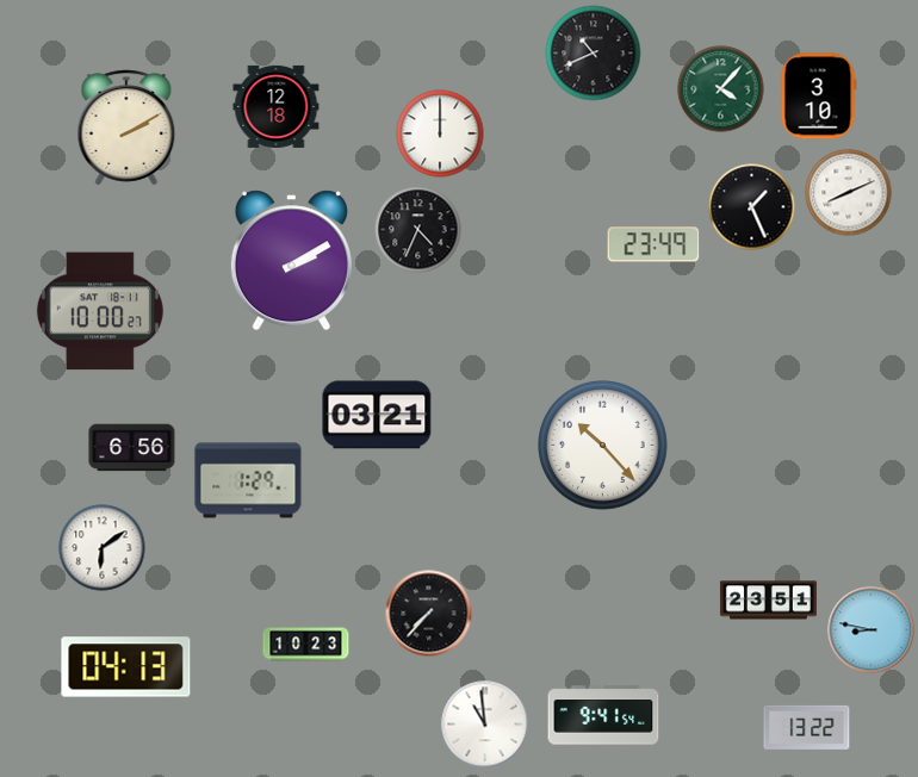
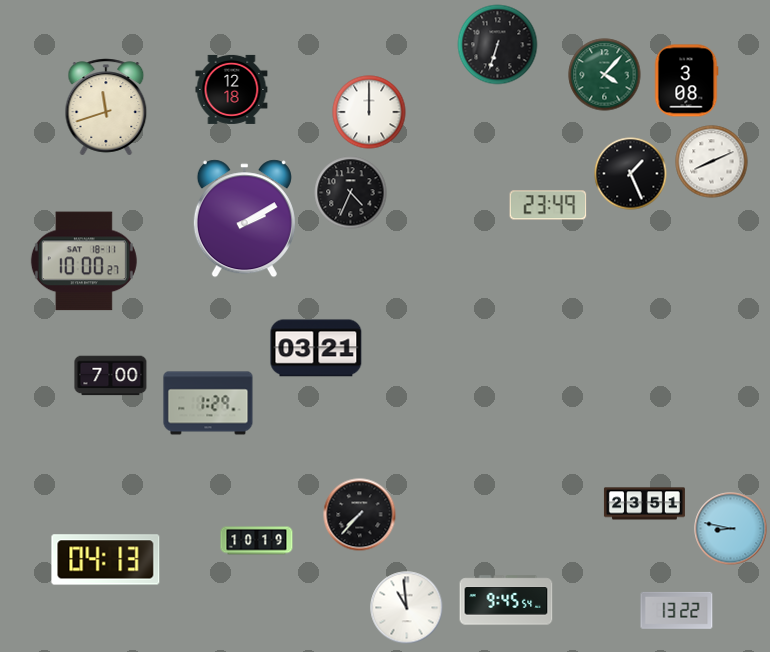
clock at (594, 54): 10:41 -> 6:33
clock at (818, 97): 3:10 -> 3:08
clock at (126, 128): 2:10 -> 11:42
clock at (603, 446): 10:23 -> none
clock at (132, 448): 6:56 -> 7:00
clock at (103, 548): 6:09 -> none
clock at (306, 645): 10:23 -> 10:19
clock at (603, 715): 9:41 -> 9:45
